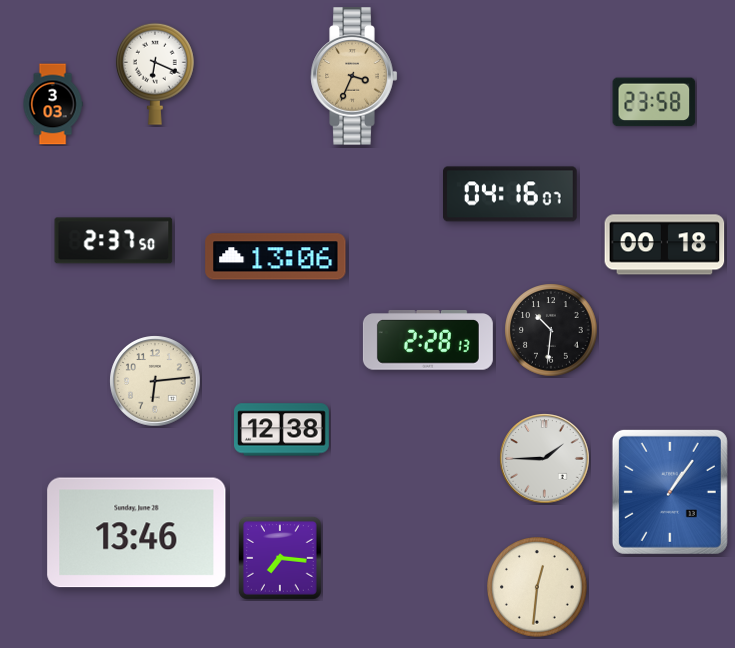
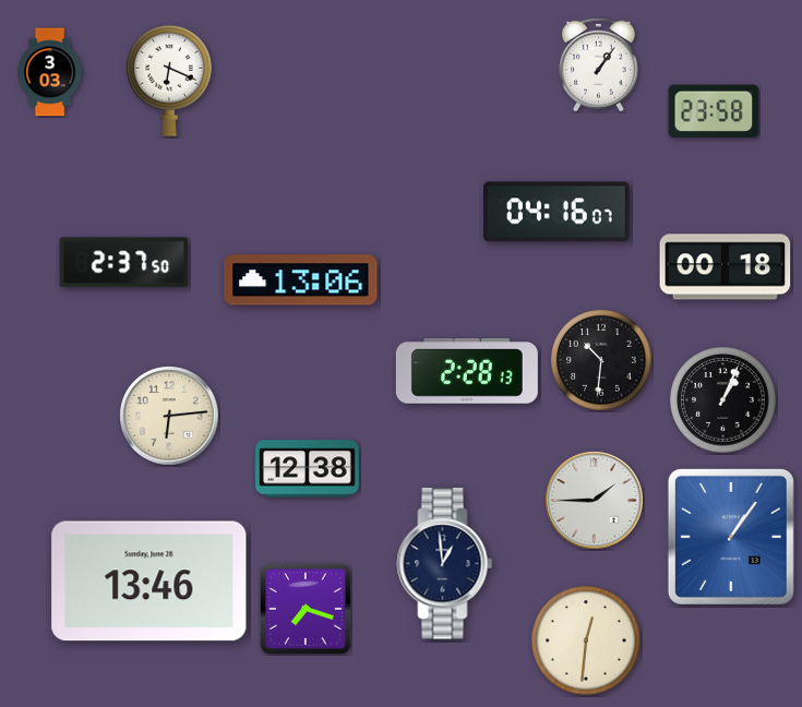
clock at (599, 64): none -> 1:06
clock at (354, 76): 3:34 -> none
clock at (53, 104) position: (53, 104) -> (50, 72)
clock at (723, 400): none -> 1:04
clock at (445, 564): none -> 12:59
clock at (280, 558): 7:16 -> 7:18
